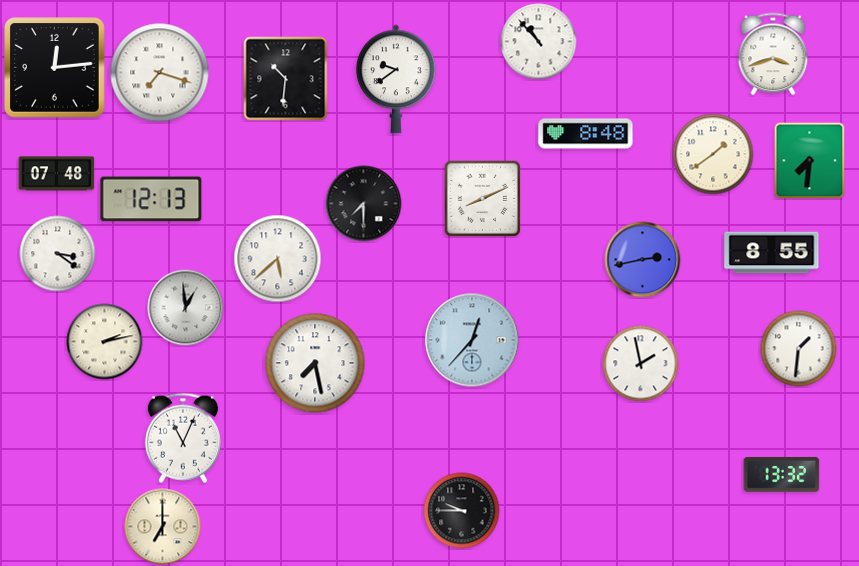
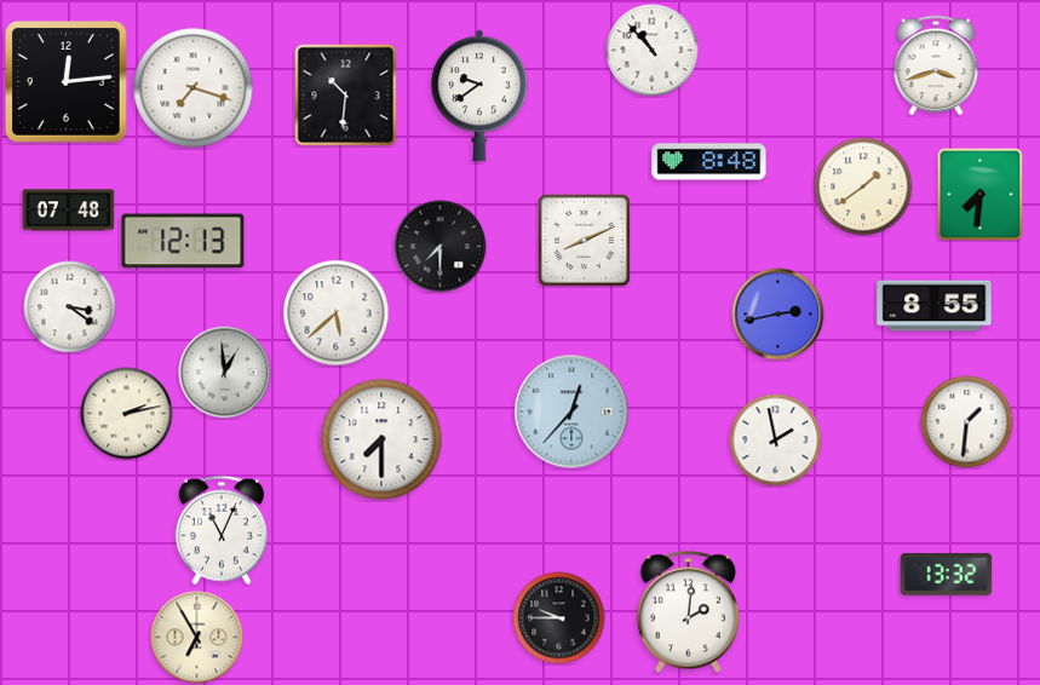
clock at (315, 363): 7:28 -> 7:30
clock at (688, 612): none -> 2:01
clock at (163, 527): 7:00 -> 6:55
